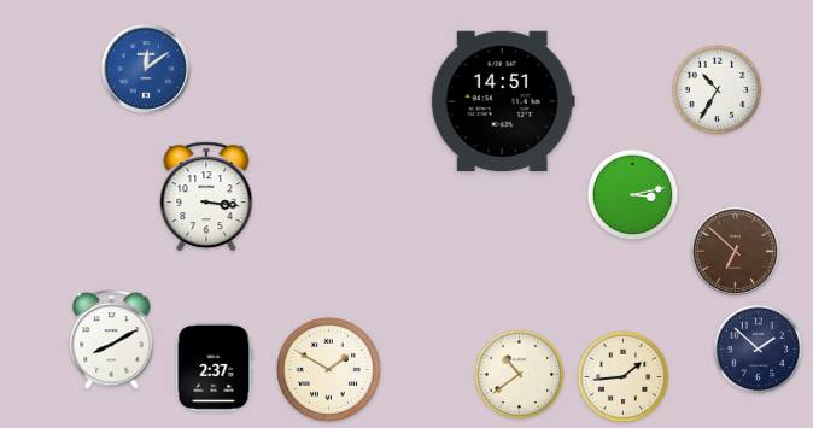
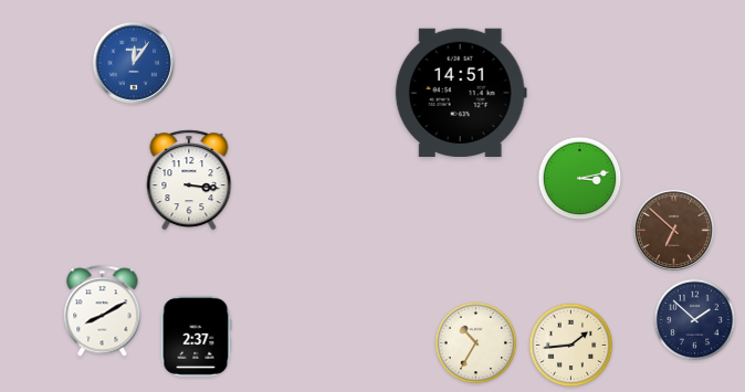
clock at (146, 69): 12:09 -> 12:06
clock at (718, 90): 10:35 -> none
clock at (328, 369): 1:50 -> none
clock at (520, 375): 10:39 -> 10:35
